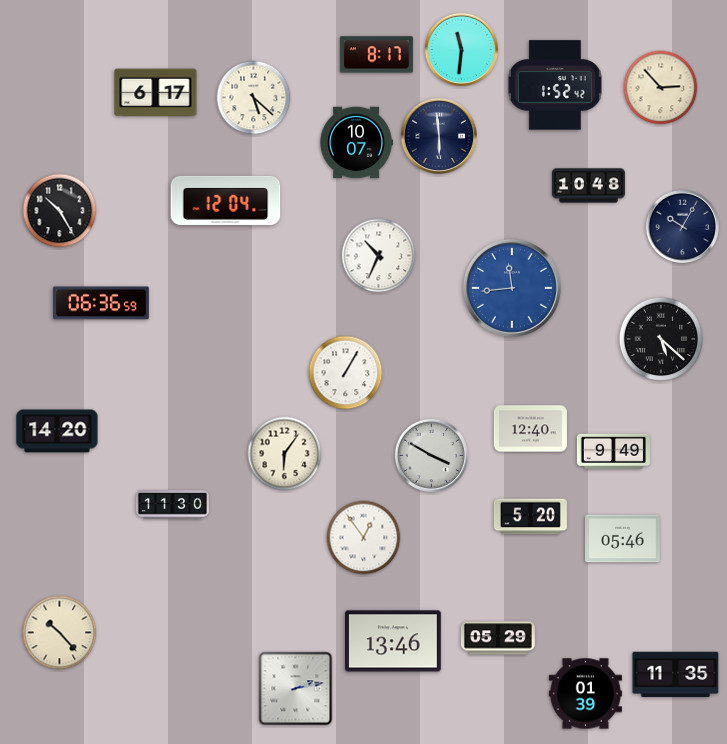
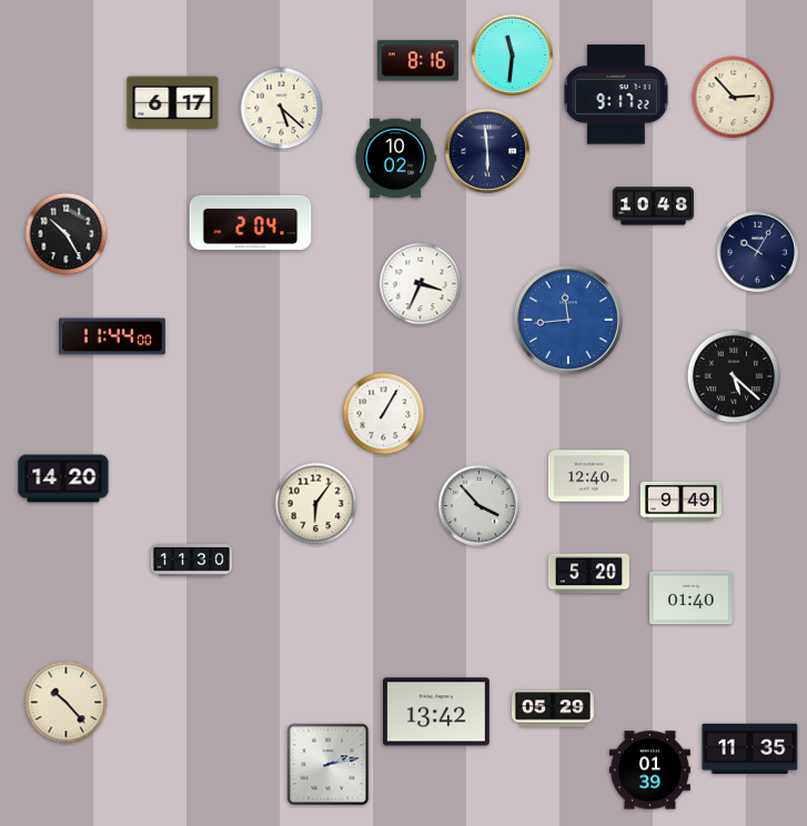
clock at (376, 55): 8:17 -> 8:16
clock at (555, 85): 1:52 -> 9:17
clock at (356, 143): 10:07 -> 10:02
clock at (226, 200): 12:04 -> 2:04
clock at (379, 256): 10:34 -> 3:34
clock at (102, 303): 06:36 -> 11:44
clock at (431, 455): 3:50 -> 3:53
clock at (364, 538): 12:54 -> none
clock at (623, 539): 05:46 -> 01:40
clock at (393, 641): 13:46 -> 13:42
